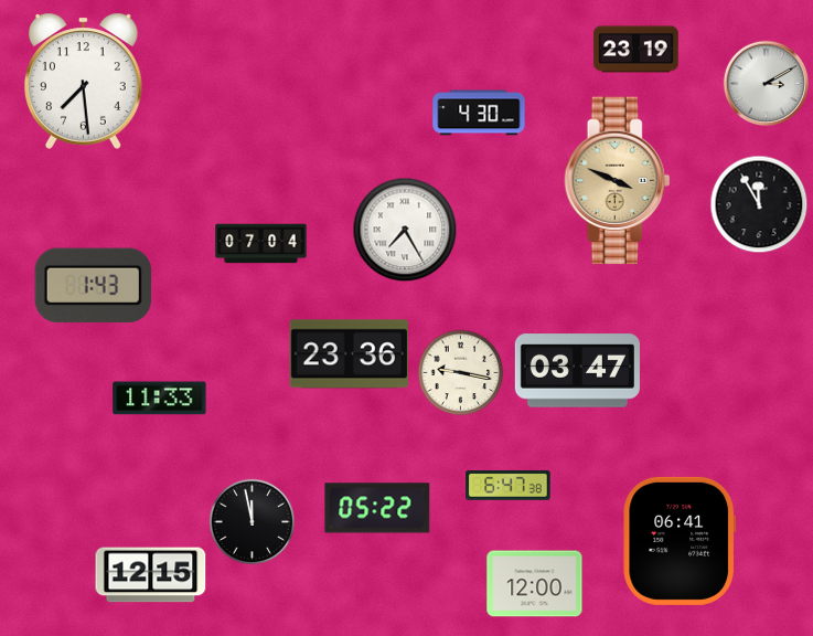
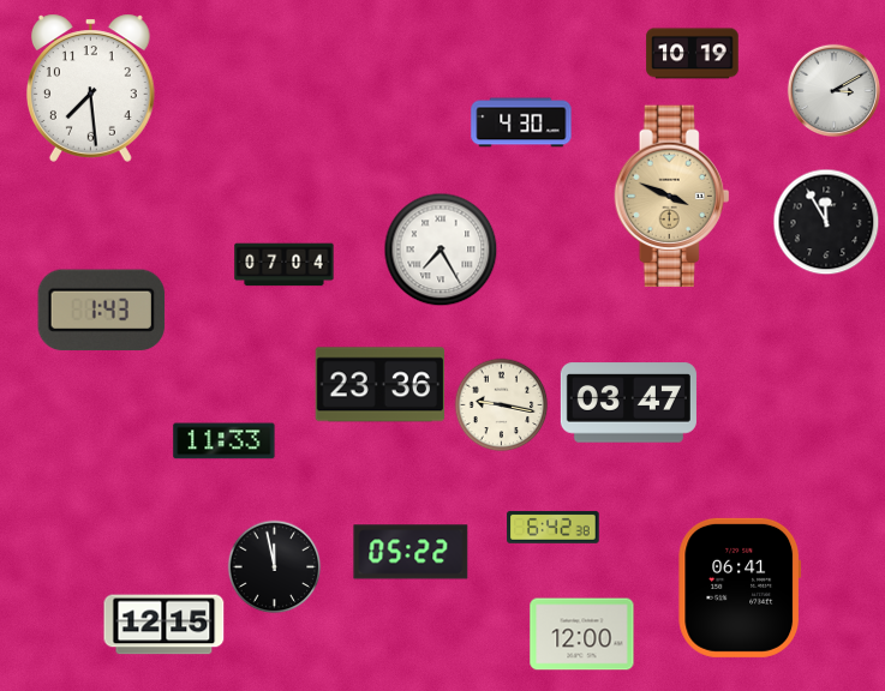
clock at (637, 50): 23:19 -> 10:19
clock at (160, 399) position: (160, 399) -> (225, 441)
clock at (509, 486): 6:47 -> 6:42
